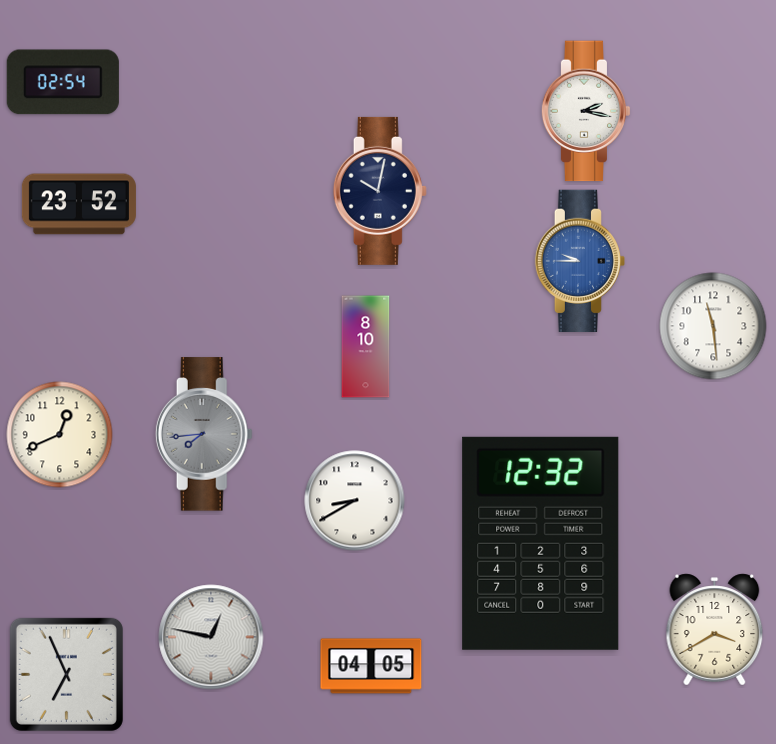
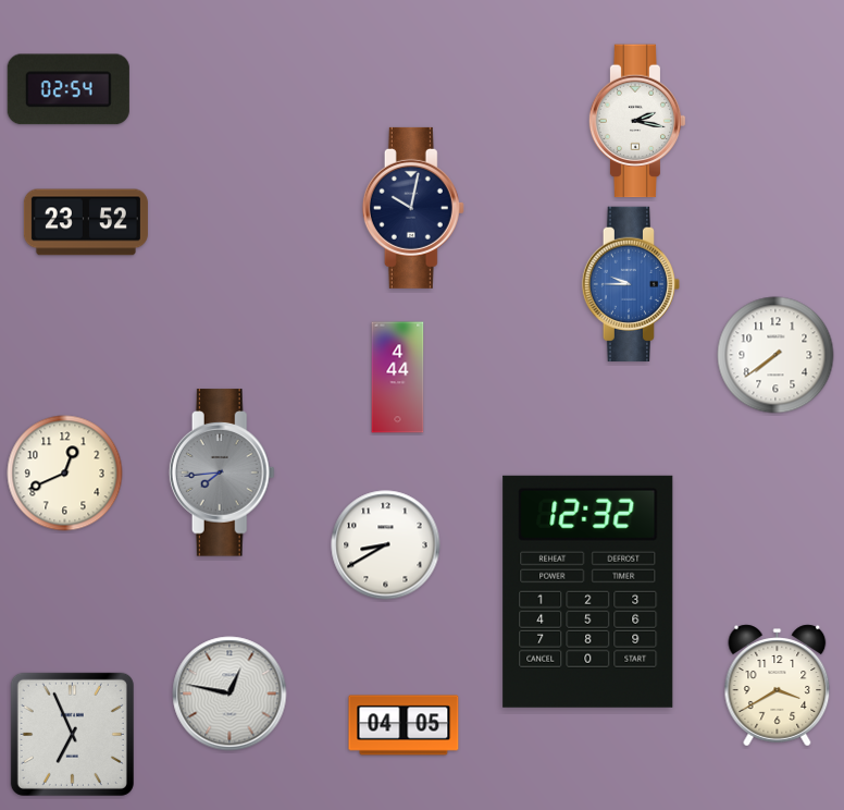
clock at (713, 326): 11:29 -> 7:39
clock at (366, 347): 8:10 -> 4:44
